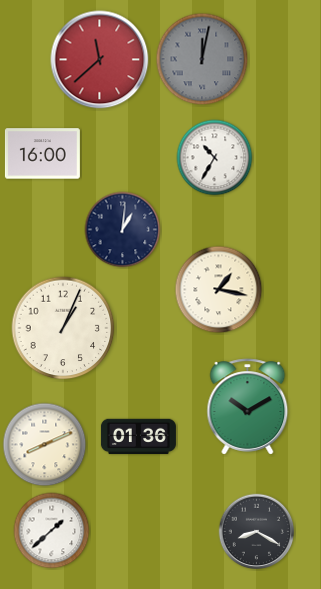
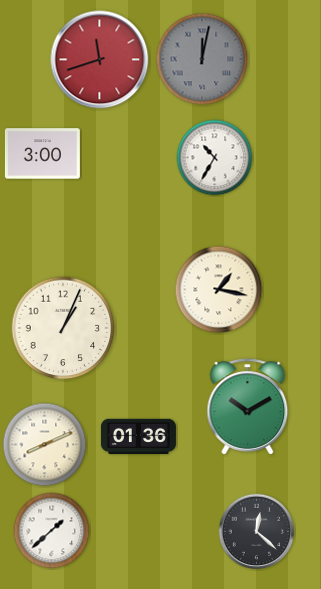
clock at (100, 60): 11:38 -> 11:42
clock at (42, 154): 16:00 -> 3:00
clock at (123, 230): 1:01 -> none
clock at (257, 532): 8:20 -> 12:22
